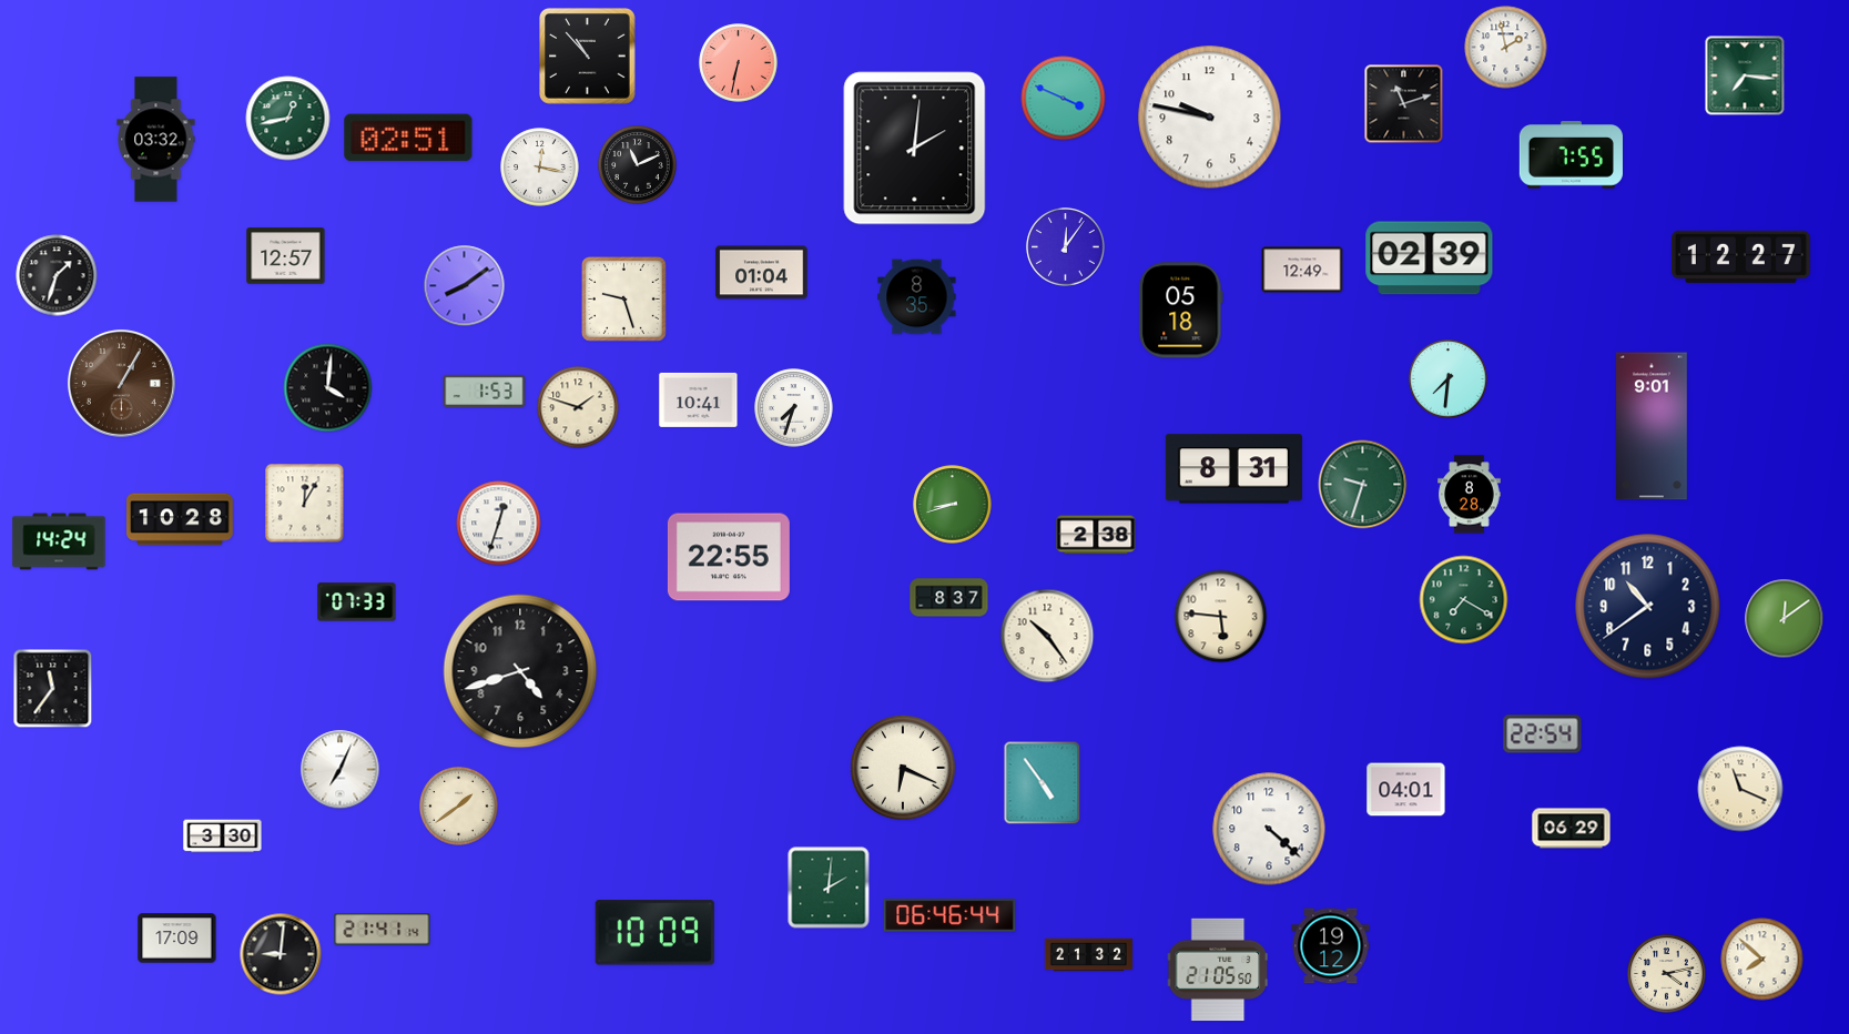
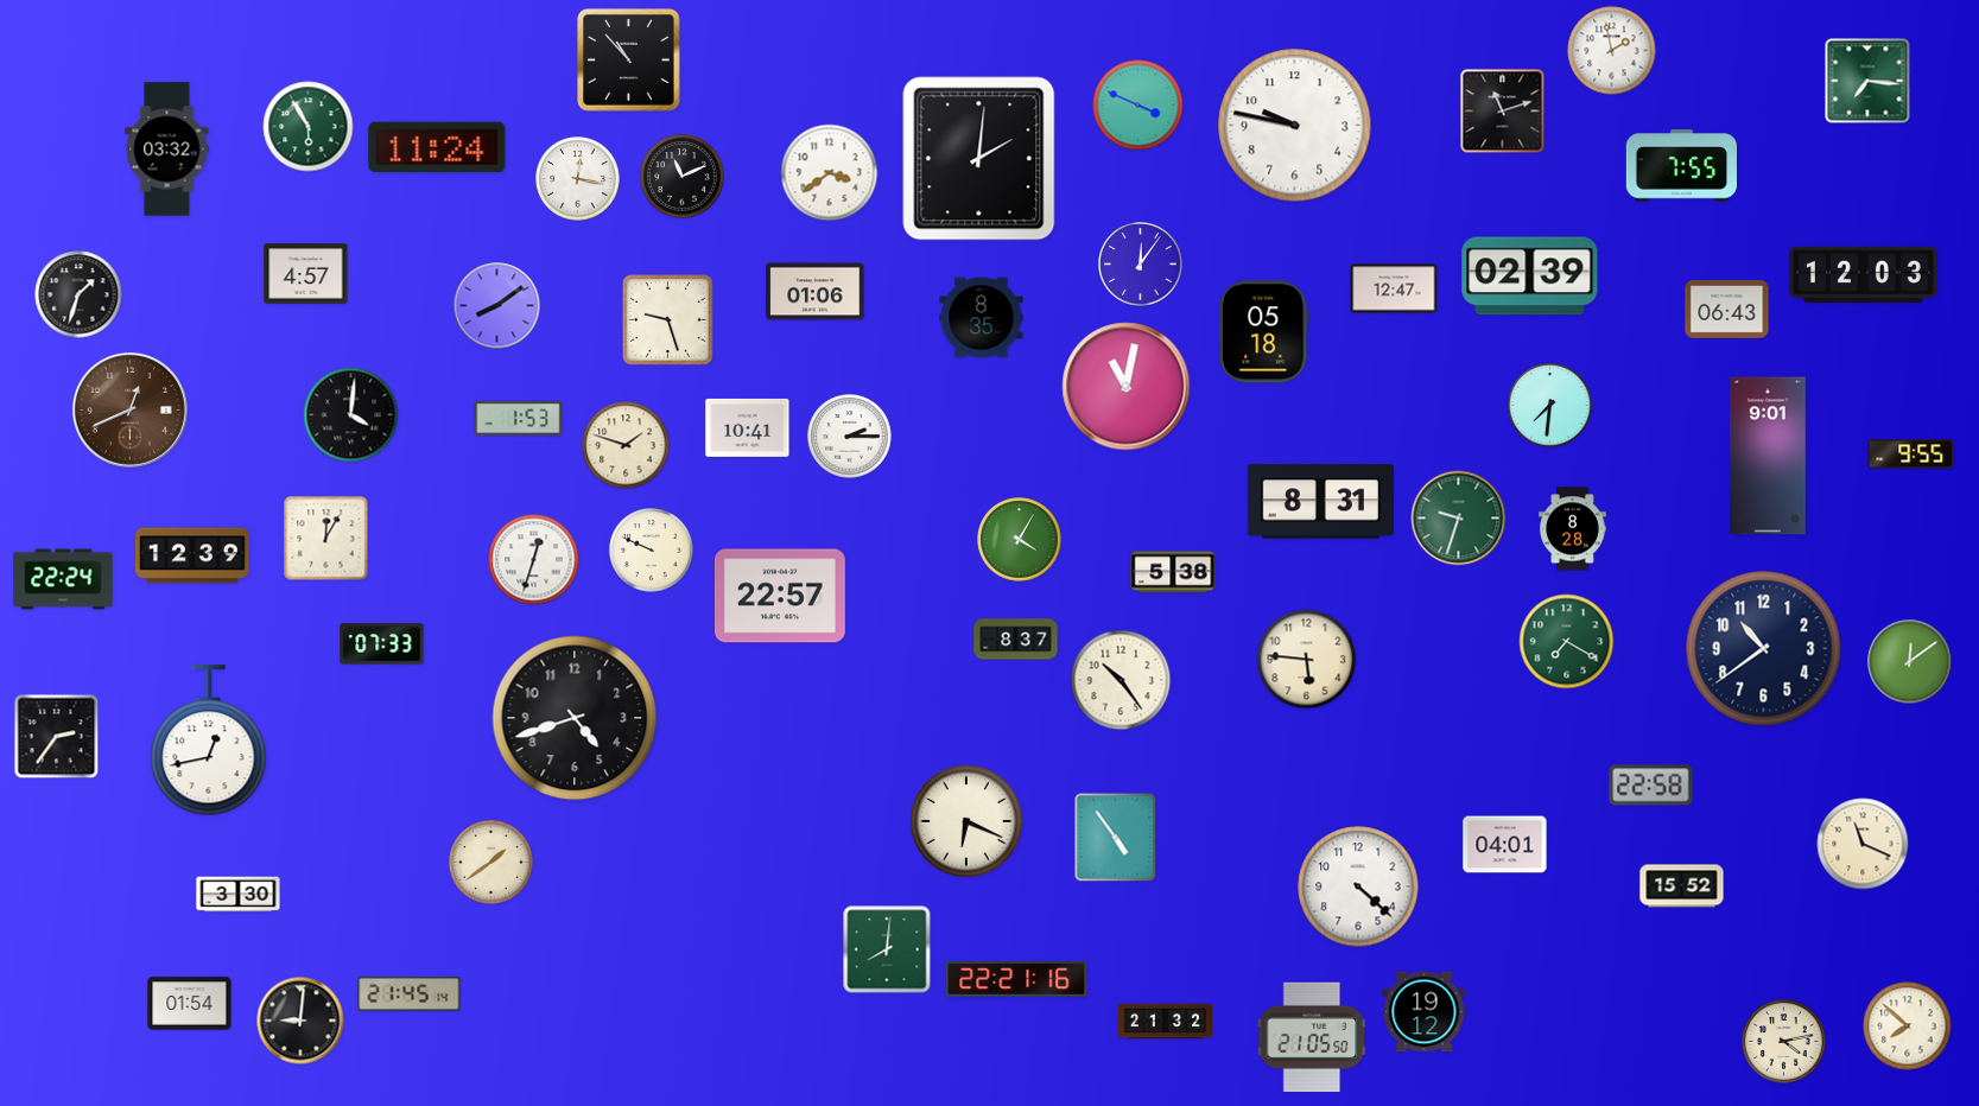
clock at (739, 63): 6:32 -> none
clock at (288, 119): 12:43 -> 5:55
clock at (408, 138): 02:51 -> 11:24
clock at (830, 173): none -> 3:39
clock at (286, 256): 12:57 -> 4:57
clock at (1740, 256): 12:27 -> 12:03
clock at (1302, 270): 12:49 -> 12:47
clock at (762, 273): 01:04 -> 01:06
clock at (57, 275) position: (57, 275) -> (78, 294)
clock at (1727, 309): none -> 06:43
clock at (1127, 387): none -> 11:02
clock at (121, 383): 1:05 -> 12:41
clock at (578, 407) position: (578, 407) -> (626, 445)
clock at (794, 408): 7:33 -> 2:15
clock at (1911, 455): none -> 9:55
clock at (953, 505): 8:42 -> 4:05
clock at (652, 551): none -> 9:49
clock at (181, 519): 10:28 -> 12:39
clock at (1096, 535): 2:38 -> 5:38
clock at (59, 541): 14:24 -> 22:24
clock at (729, 557): 22:55 -> 22:57
clock at (520, 671) position: (520, 671) -> (575, 718)
clock at (53, 689): 11:36 -> 2:36
clock at (209, 740): none -> 12:43
clock at (1543, 734): 22:54 -> 22:58
clock at (341, 770): 7:04 -> none
clock at (1572, 829): 06:29 -> 15:52
clock at (829, 888): 2:01 -> 8:01
clock at (949, 915): 06:46 -> 22:21
clock at (383, 930): 21:41 -> 21:45
clock at (654, 933): 10:09 -> none
clock at (177, 939): 17:09 -> 01:54
clock at (1762, 960) position: (1762, 960) -> (1908, 1026)
clock at (1218, 970) position: (1218, 970) -> (1312, 1037)
